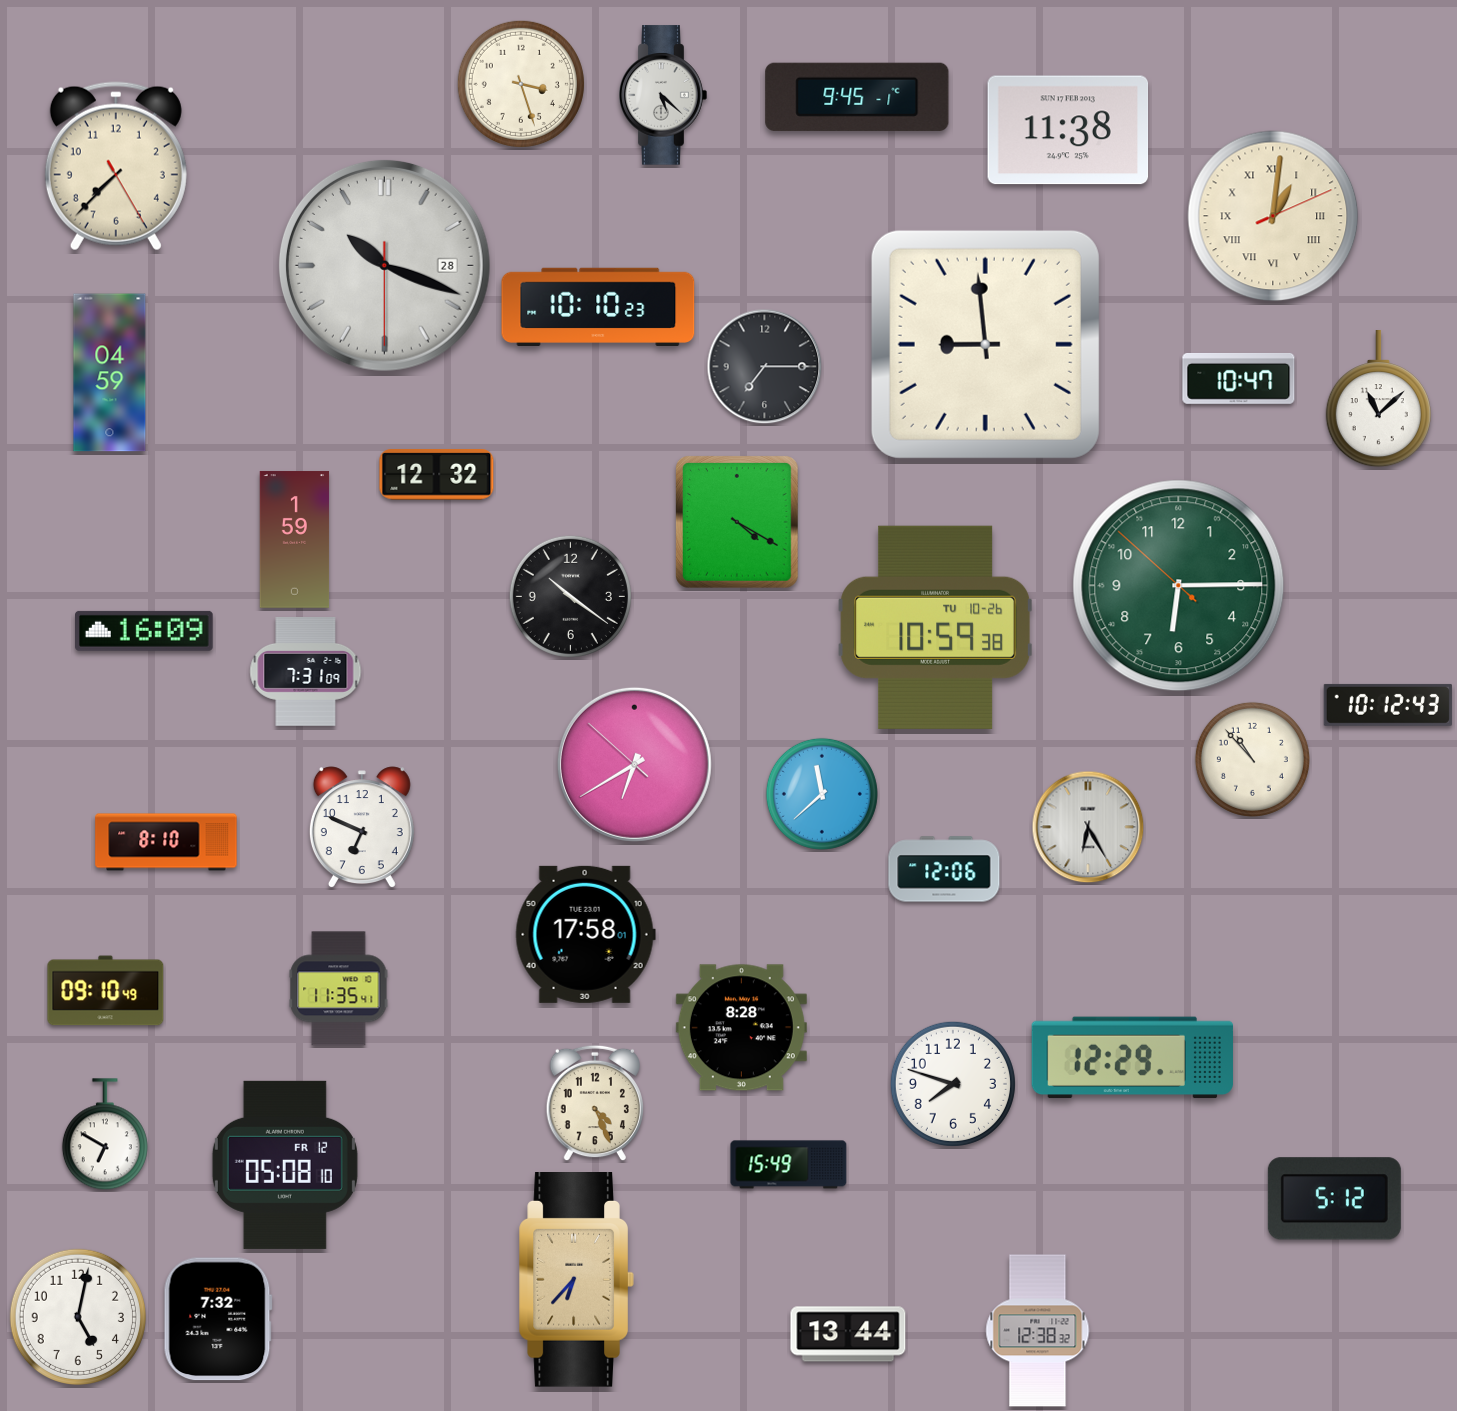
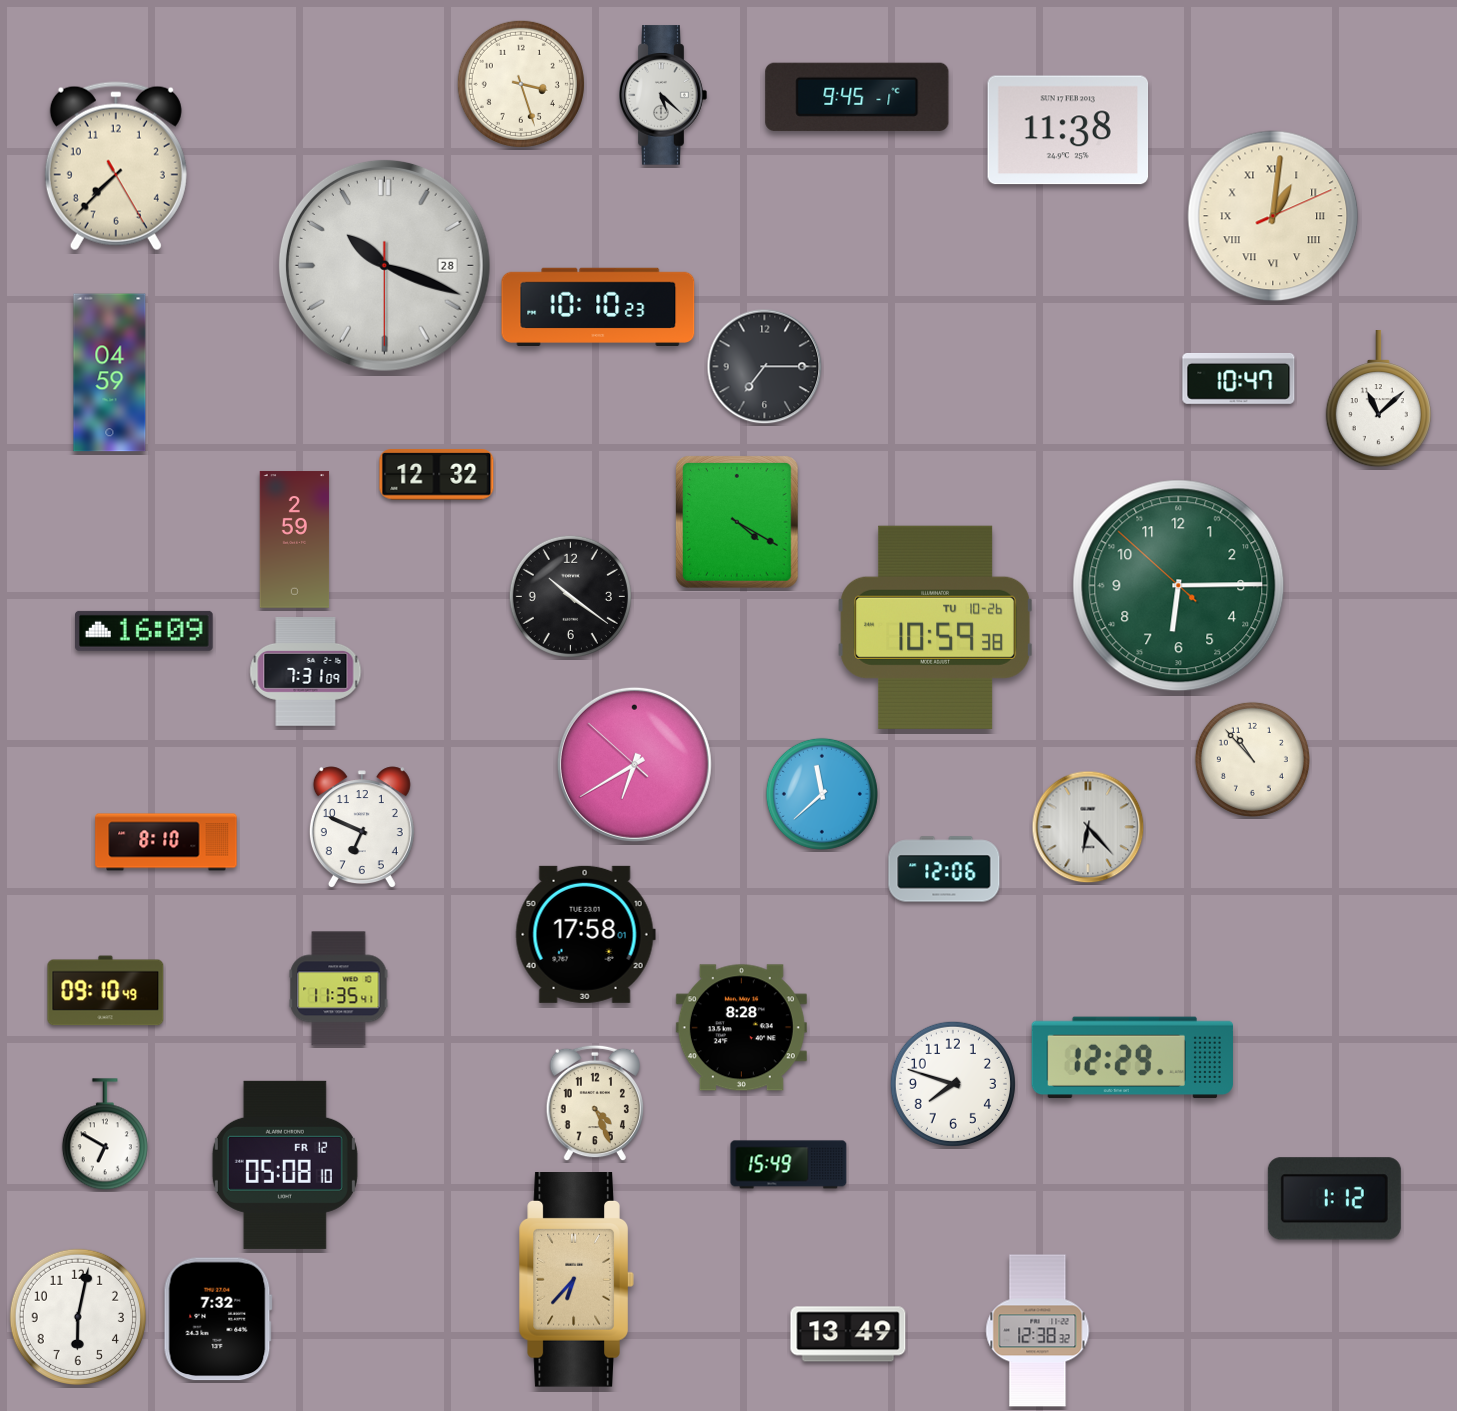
clock at (985, 344): 8:59 -> none
clock at (295, 540): 1:59 -> 2:59
clock at (1388, 705): 10:12 -> none
clock at (1088, 827): 6:25 -> 6:23
clock at (1334, 1199): 5:12 -> 1:12
clock at (78, 1317): 5:02 -> 6:02
clock at (848, 1334): 13:44 -> 13:49
